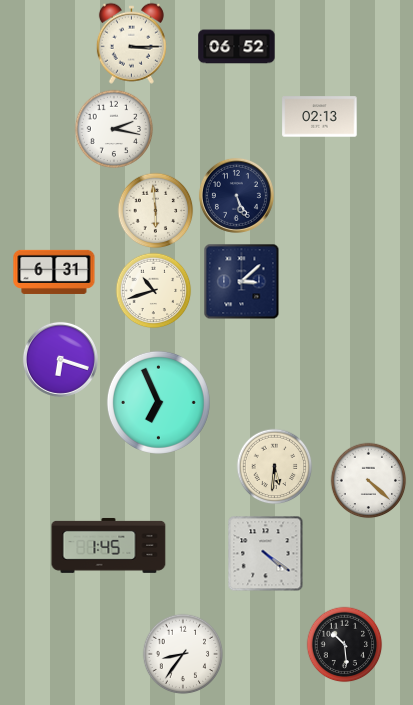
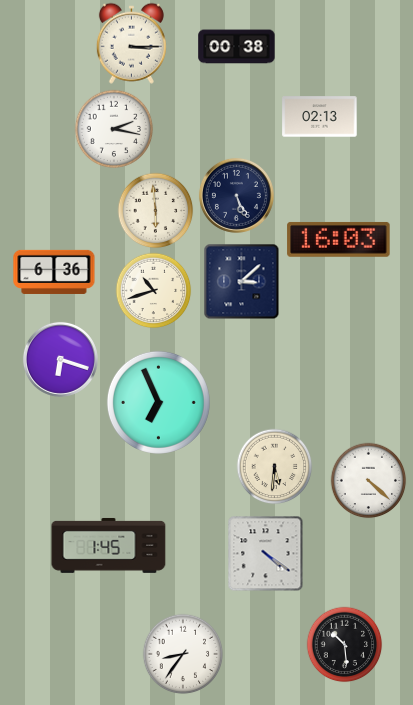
clock at (237, 47): 06:52 -> 00:38
clock at (339, 239): none -> 16:03
clock at (54, 272): 6:31 -> 6:36
